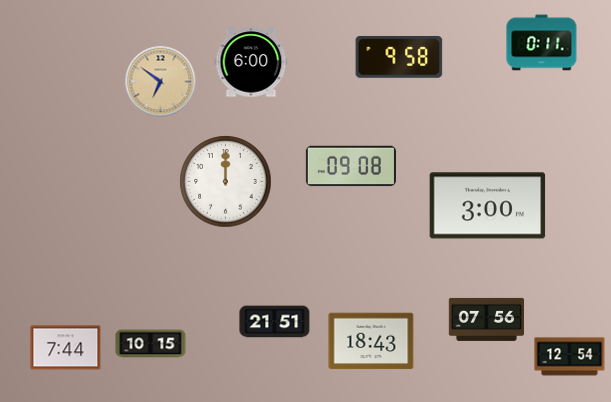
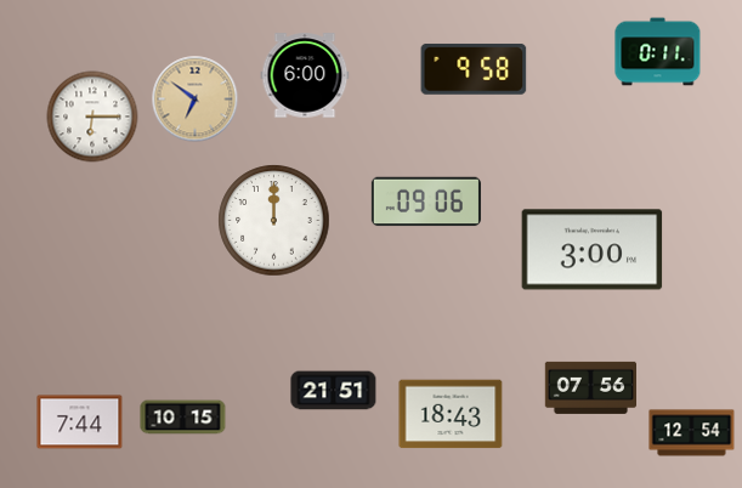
clock at (399, 57) position: (399, 57) -> (474, 69)
clock at (92, 117): none -> 6:15
clock at (351, 166): 09:08 -> 09:06
